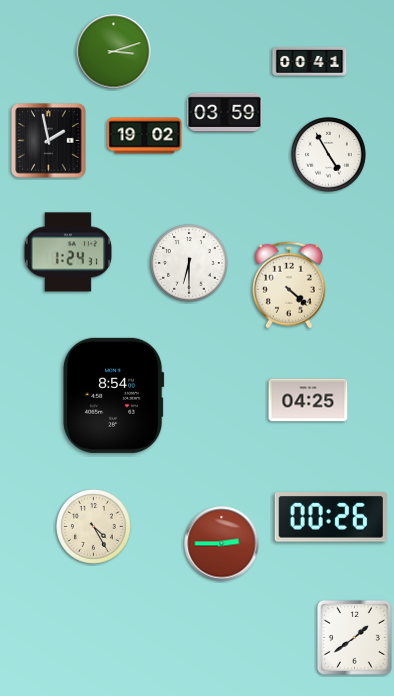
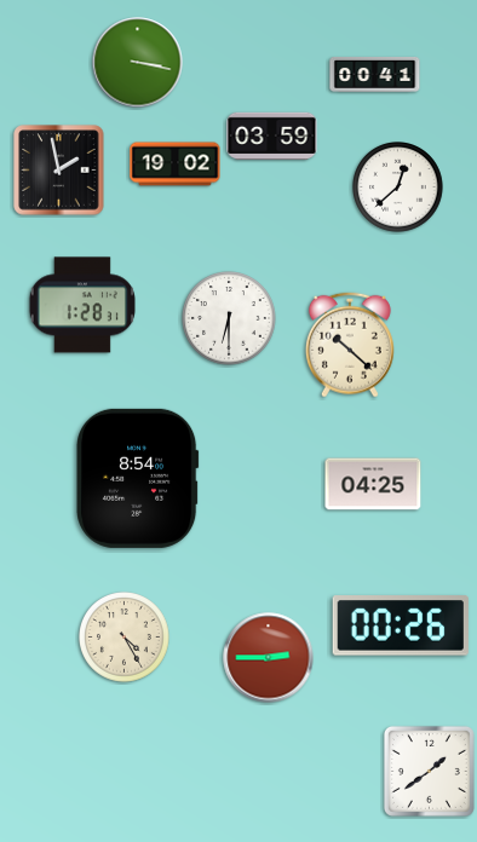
clock at (114, 52): 3:12 -> 3:17
clock at (329, 155): 4:55 -> 12:38
clock at (68, 252): 1:24 -> 1:28
clock at (289, 285): 4:22 -> 10:22
clock at (94, 527) position: (94, 527) -> (125, 638)
